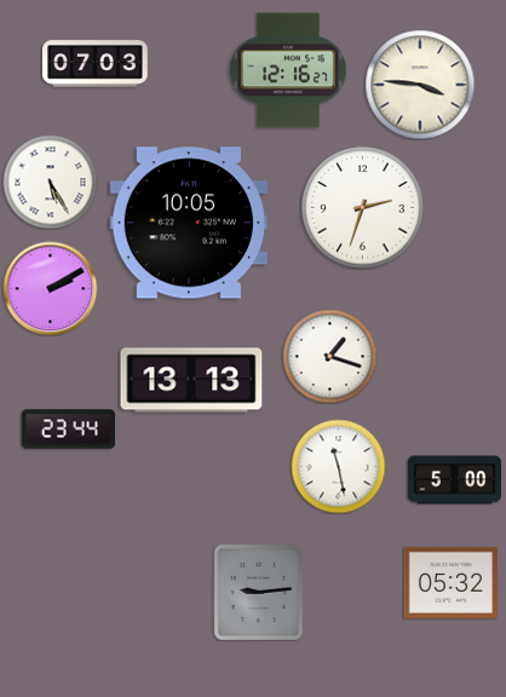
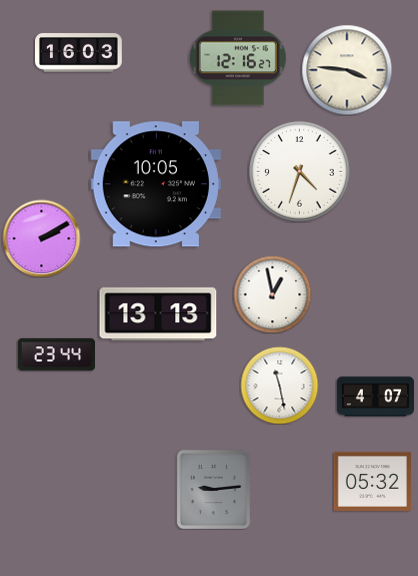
clock at (96, 64): 07:03 -> 16:03
clock at (50, 182): 5:25 -> none
clock at (363, 208): 2:33 -> 4:33
clock at (329, 356): 1:18 -> 12:58
clock at (454, 480): 5:00 -> 4:07
